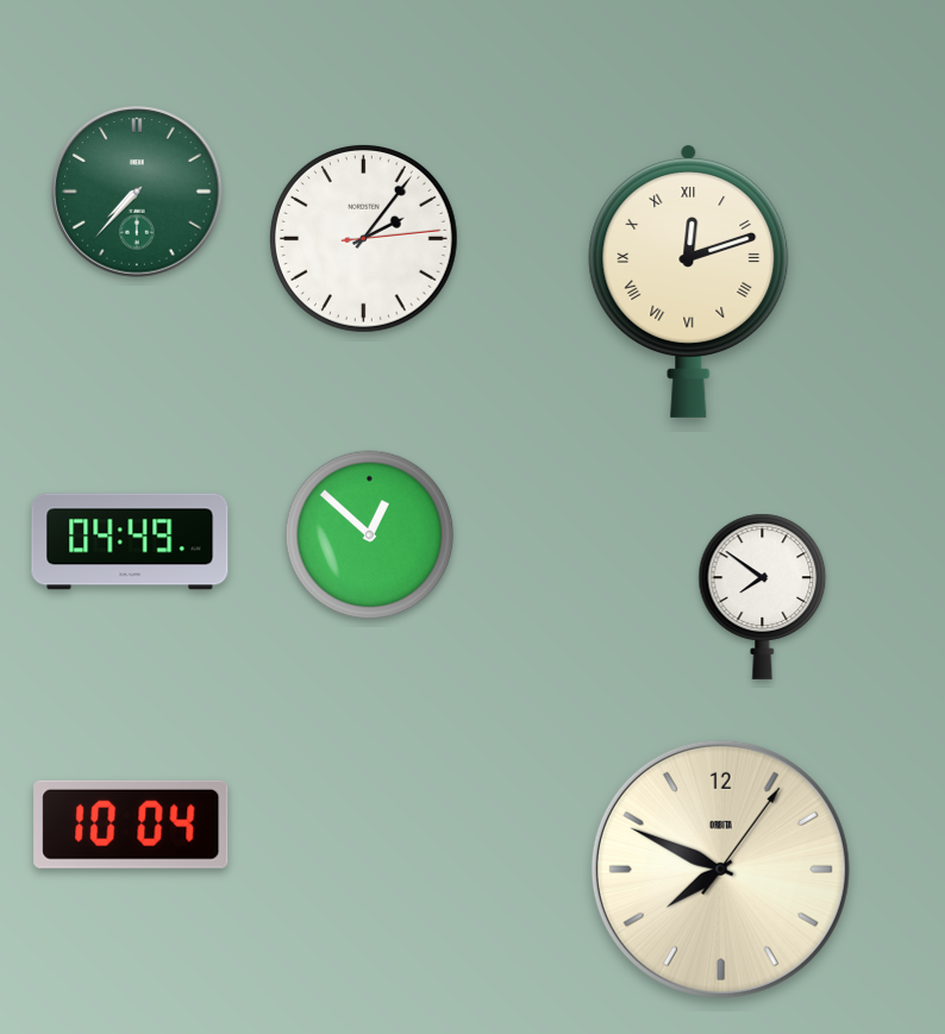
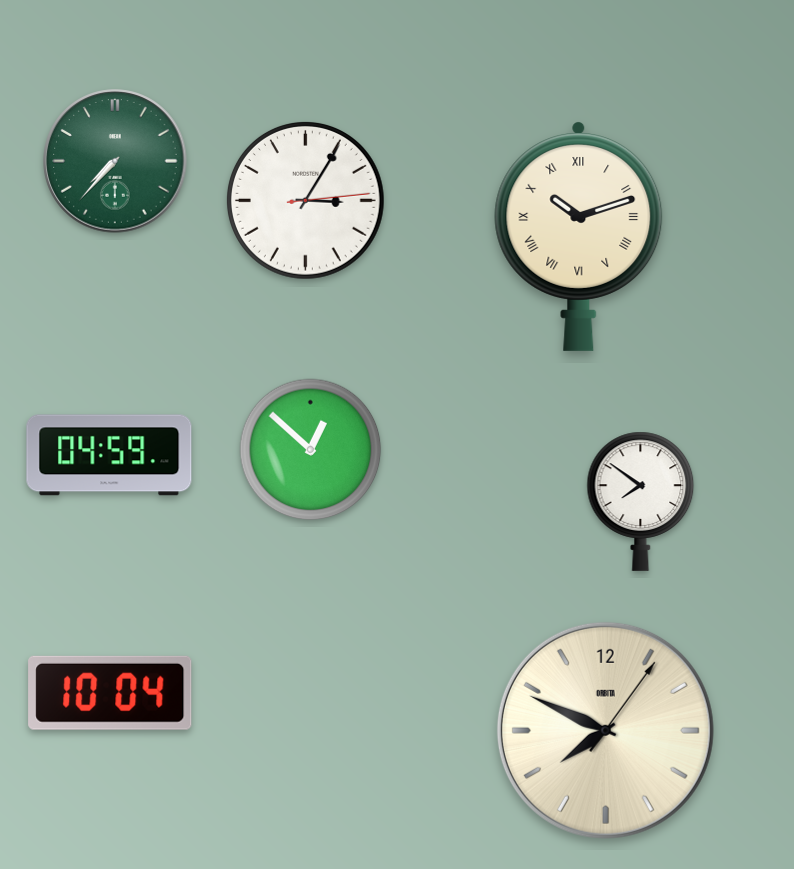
clock at (363, 238): 2:06 -> 3:05
clock at (689, 282): 12:12 -> 10:12
clock at (130, 541): 04:49 -> 04:59
